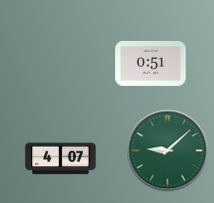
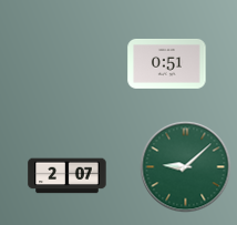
clock at (151, 63) position: (151, 63) -> (167, 63)
clock at (61, 159): 4:07 -> 2:07
